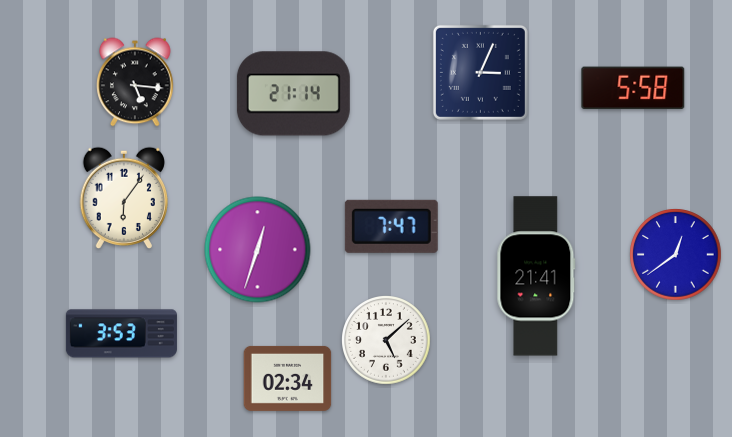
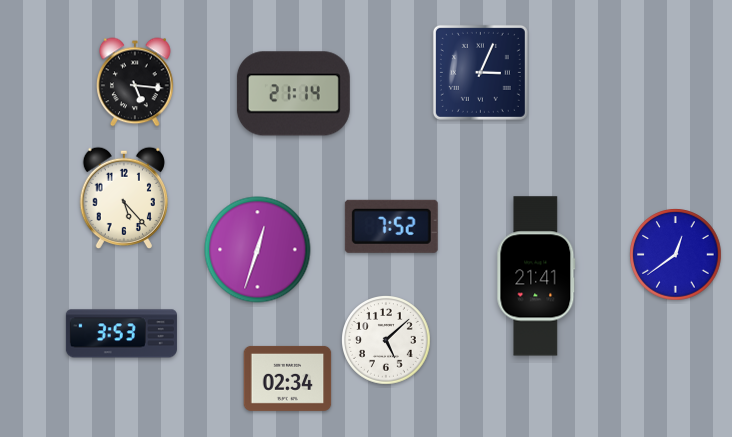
clock at (633, 88): 5:58 -> none
clock at (124, 197): 6:06 -> 5:23
clock at (391, 226): 7:47 -> 7:52
